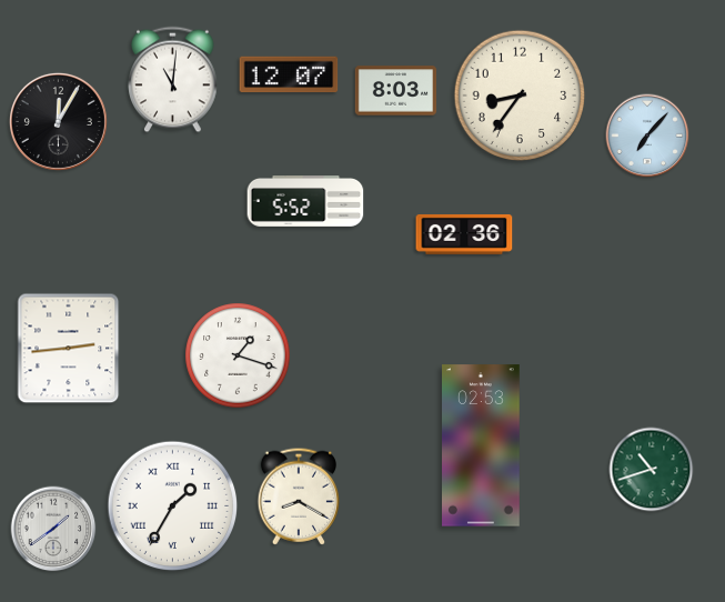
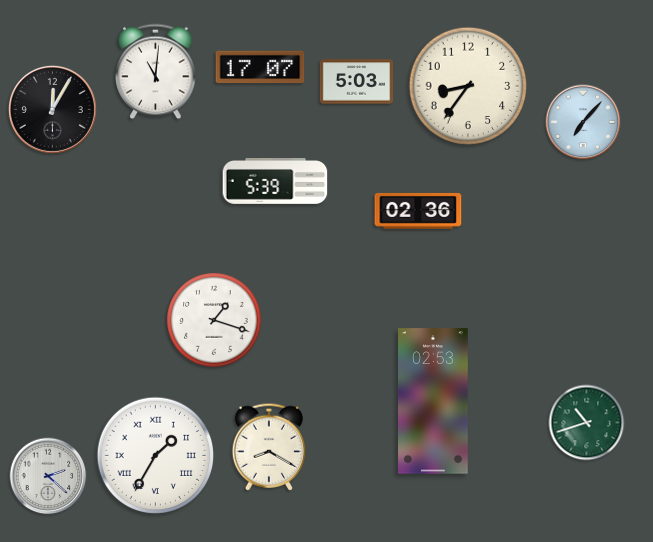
clock at (289, 74): 12:07 -> 17:07
clock at (396, 91): 8:03 -> 5:03
clock at (305, 202): 5:52 -> 5:39
clock at (69, 349): 2:44 -> none
clock at (53, 529): 1:39 -> 2:22
